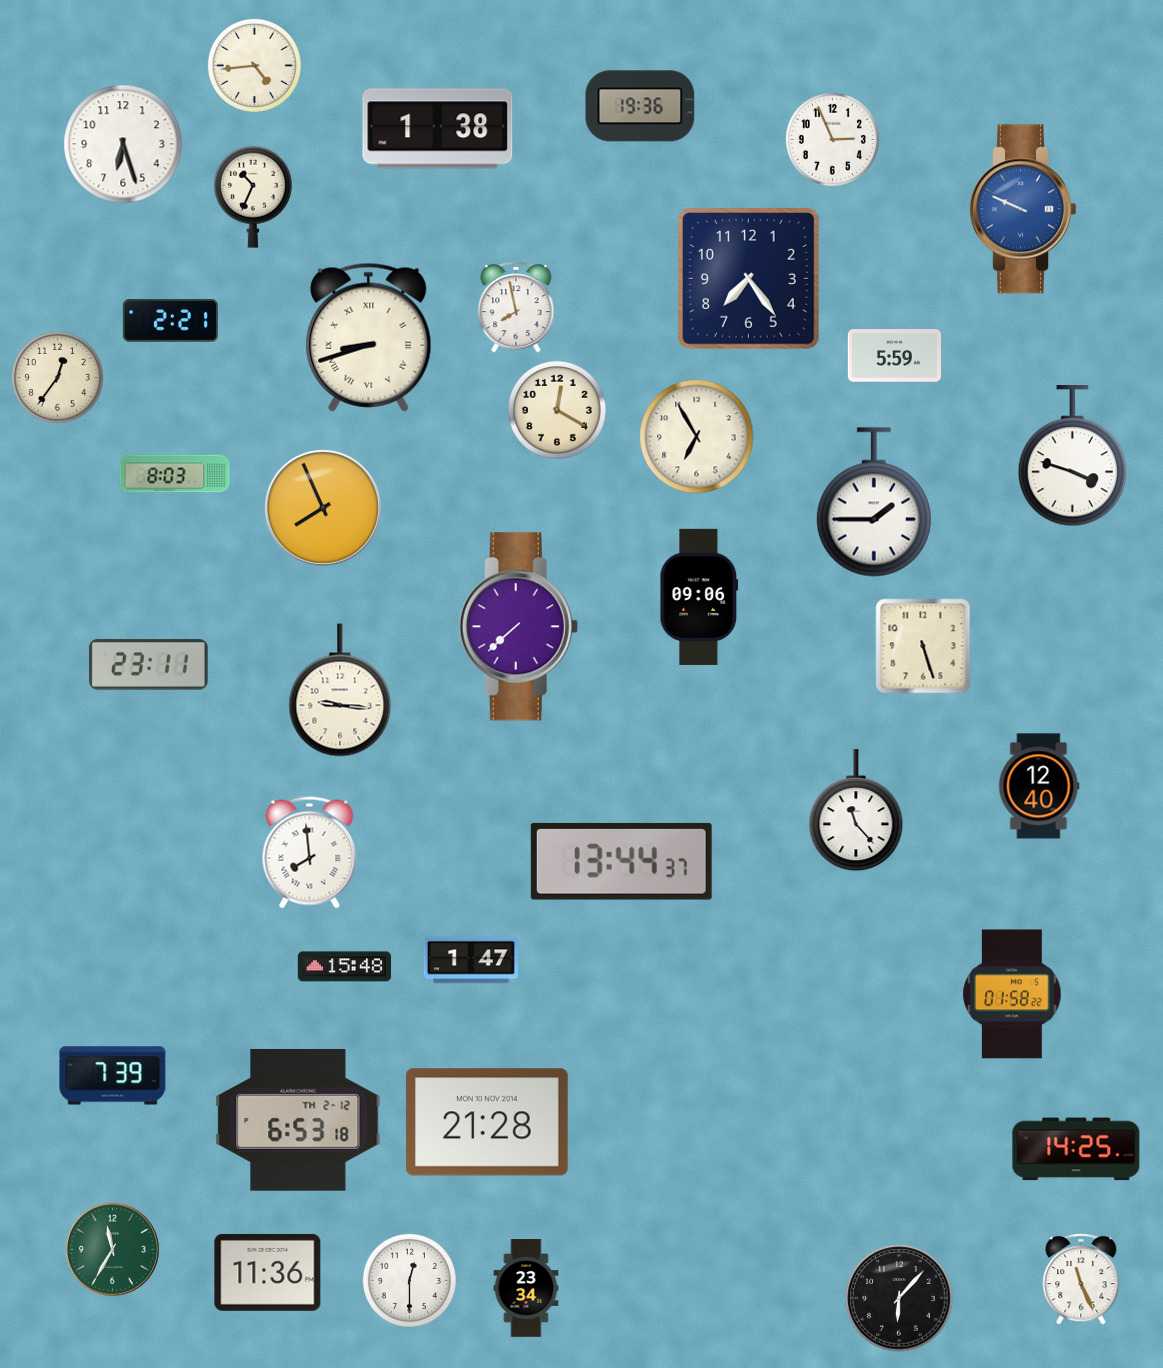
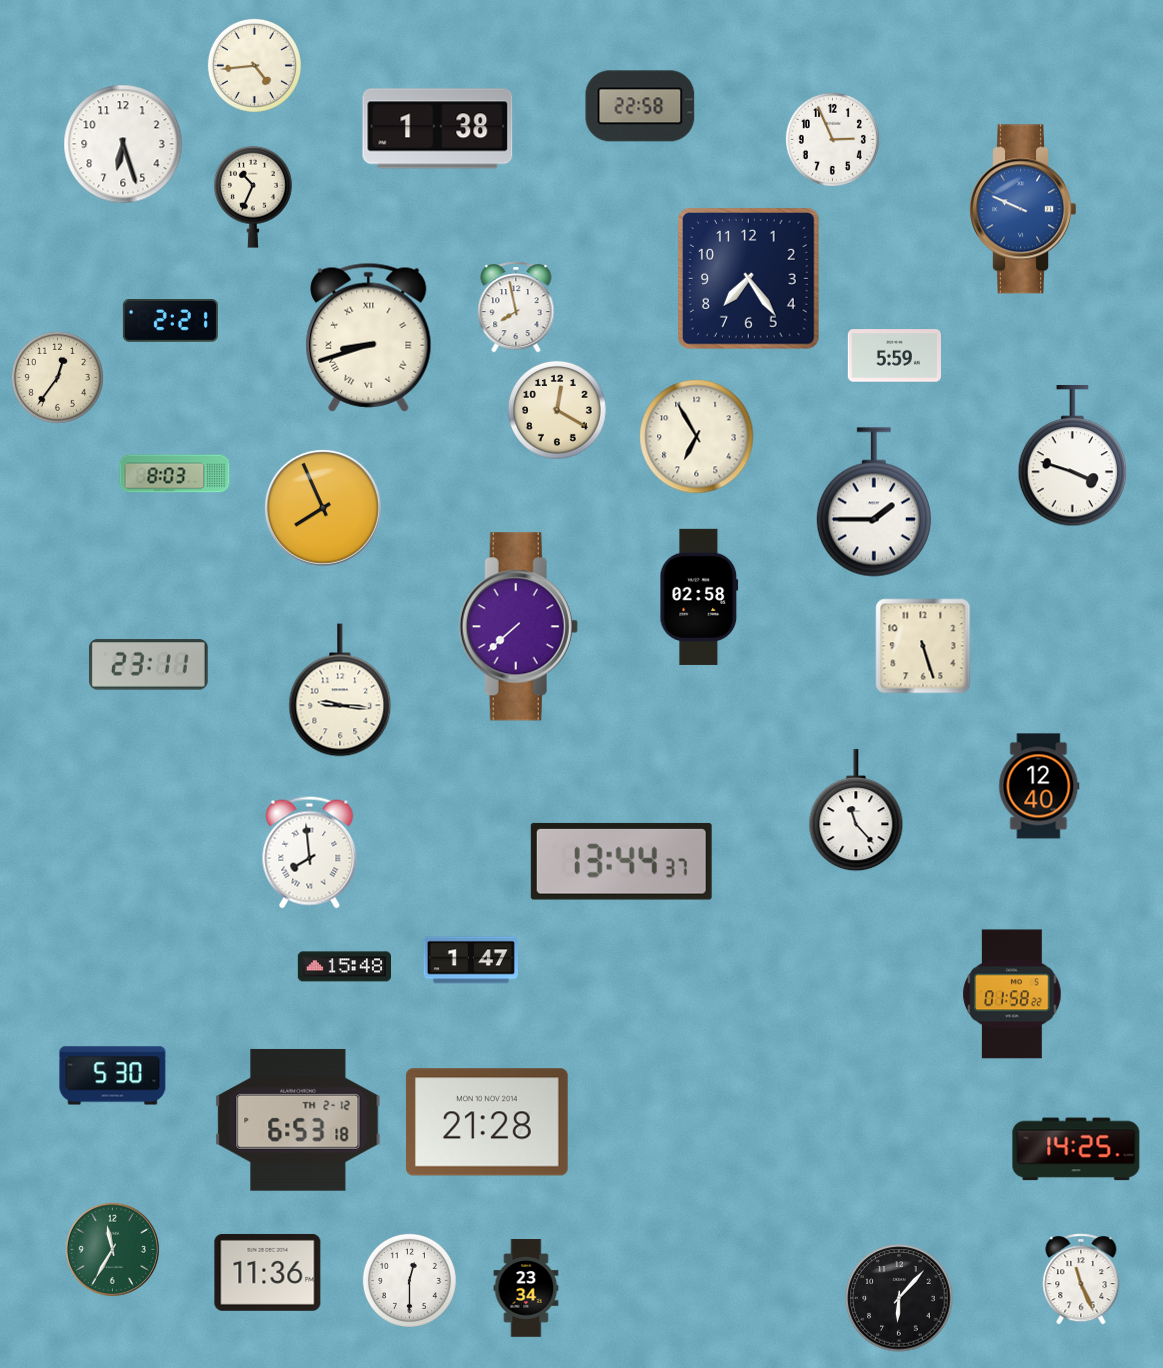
clock at (640, 106): 19:36 -> 22:58
clock at (699, 597): 09:06 -> 02:58
clock at (113, 1076): 7:39 -> 5:30
